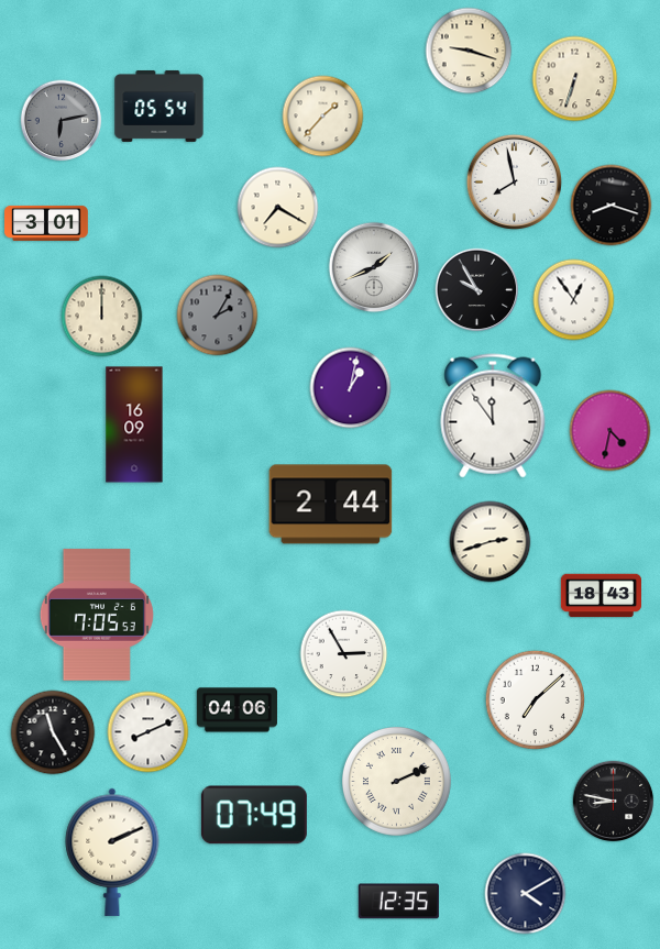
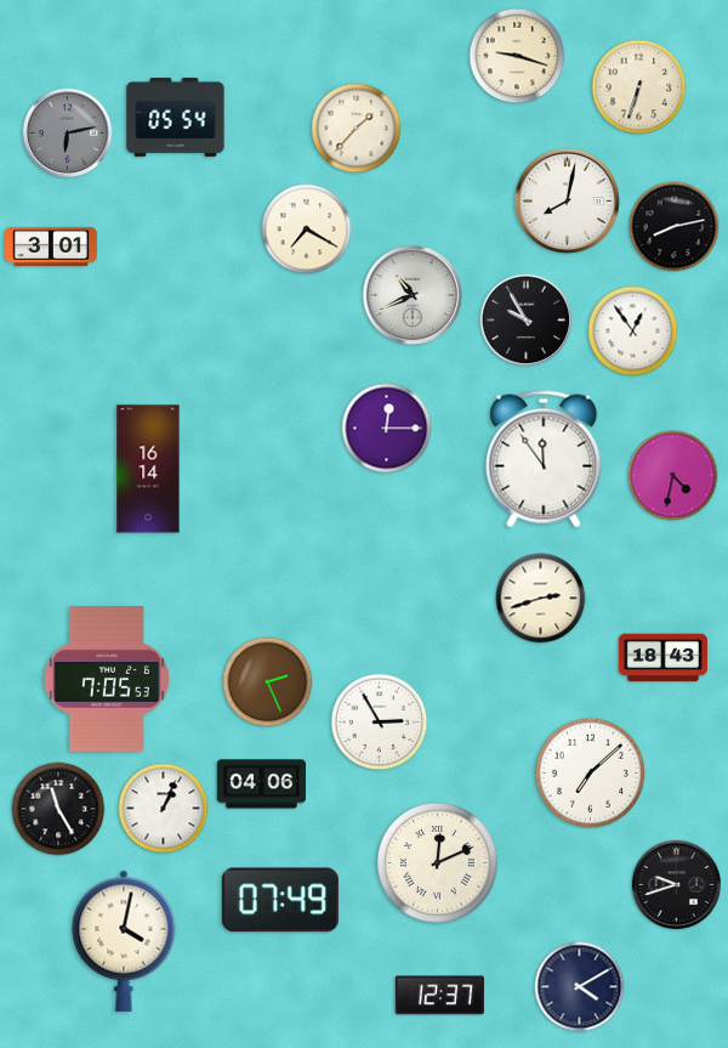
clock at (575, 79) position: (575, 79) -> (639, 87)
clock at (514, 181): 7:58 -> 8:02
clock at (612, 206): 8:18 -> 8:13
clock at (374, 267): 1:41 -> 10:41
clock at (218, 316): 2:05 -> none
clock at (102, 317): 12:00 -> none
clock at (351, 388): 1:02 -> 12:15
clock at (134, 424): 16:09 -> 16:14
clock at (331, 505): 2:44 -> none
clock at (268, 682): none -> 2:26
clock at (148, 732): 8:11 -> 1:04
clock at (396, 781): 2:11 -> 12:11
clock at (614, 802): 8:47 -> 9:42
clock at (112, 852): 2:11 -> 4:02
clock at (398, 902): 12:35 -> 12:37
